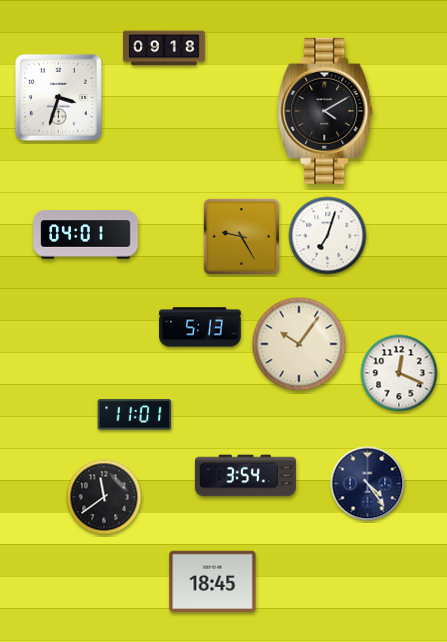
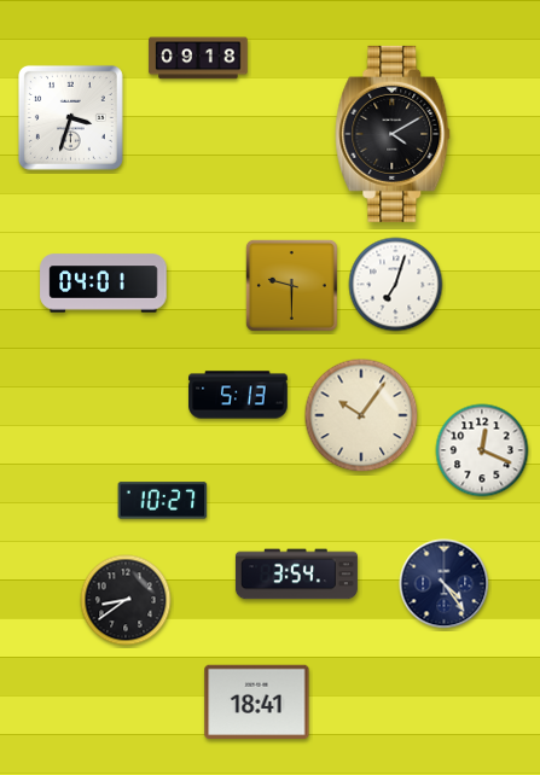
clock at (241, 236): 9:25 -> 9:30
clock at (200, 327) position: (200, 327) -> (238, 395)
clock at (135, 415): 11:01 -> 10:27
clock at (104, 497): 11:39 -> 8:39
clock at (213, 581): 18:45 -> 18:41
